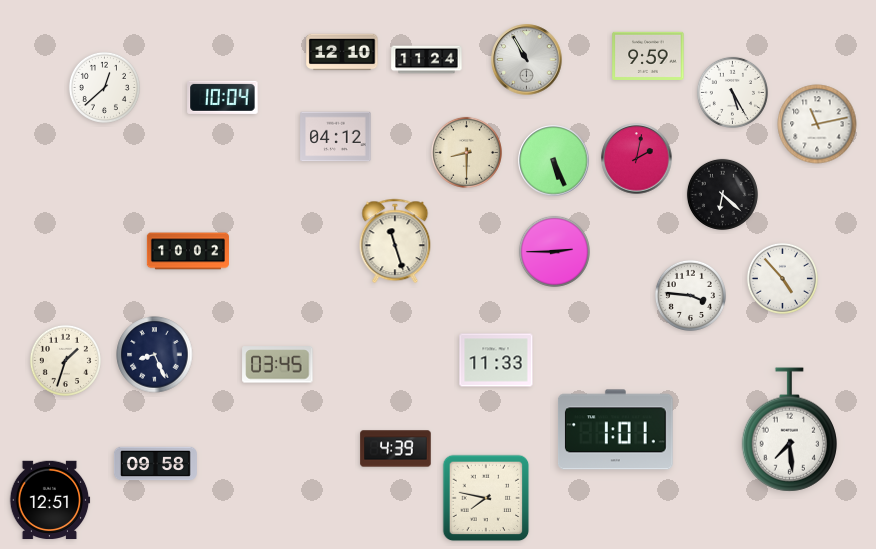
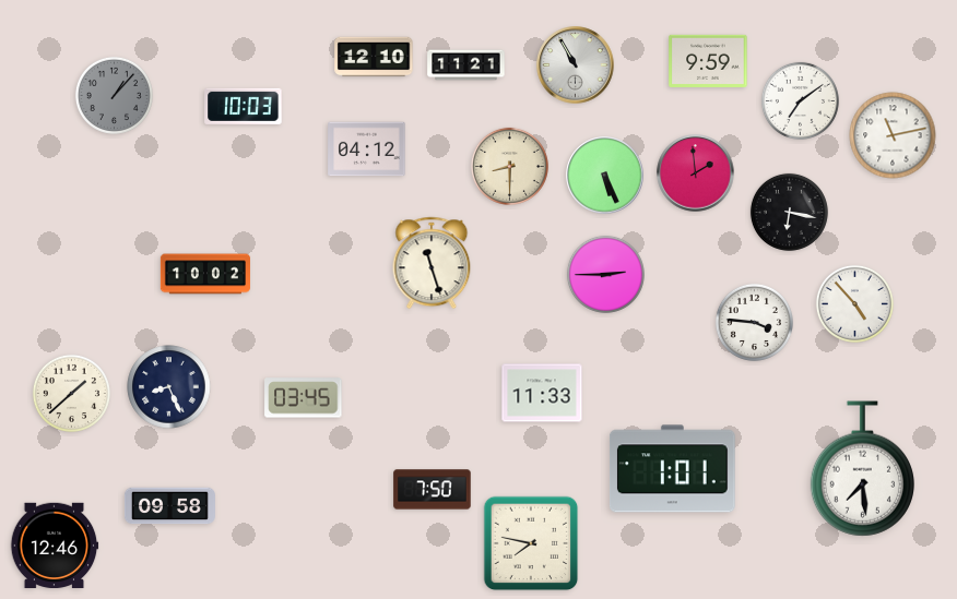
clock at (427, 60): 11:24 -> 11:21
clock at (104, 87): 12:38 -> 1:07
clock at (104, 87) dial: white -> grey
clock at (732, 92): 5:25 -> 7:09
clock at (223, 97): 10:04 -> 10:03
clock at (637, 159): 2:02 -> 1:59
clock at (722, 194): 6:22 -> 6:17
clock at (65, 360): 1:33 -> 1:38
clock at (396, 449): 4:39 -> 7:50
clock at (50, 500): 12:51 -> 12:46
